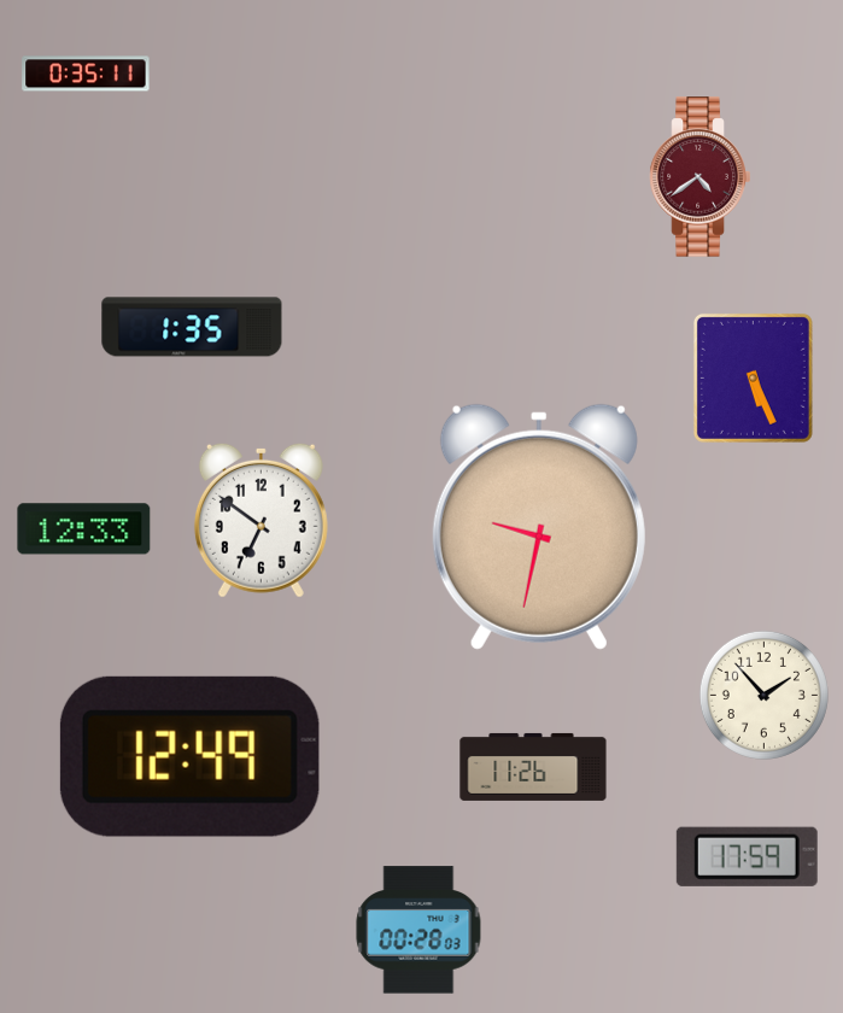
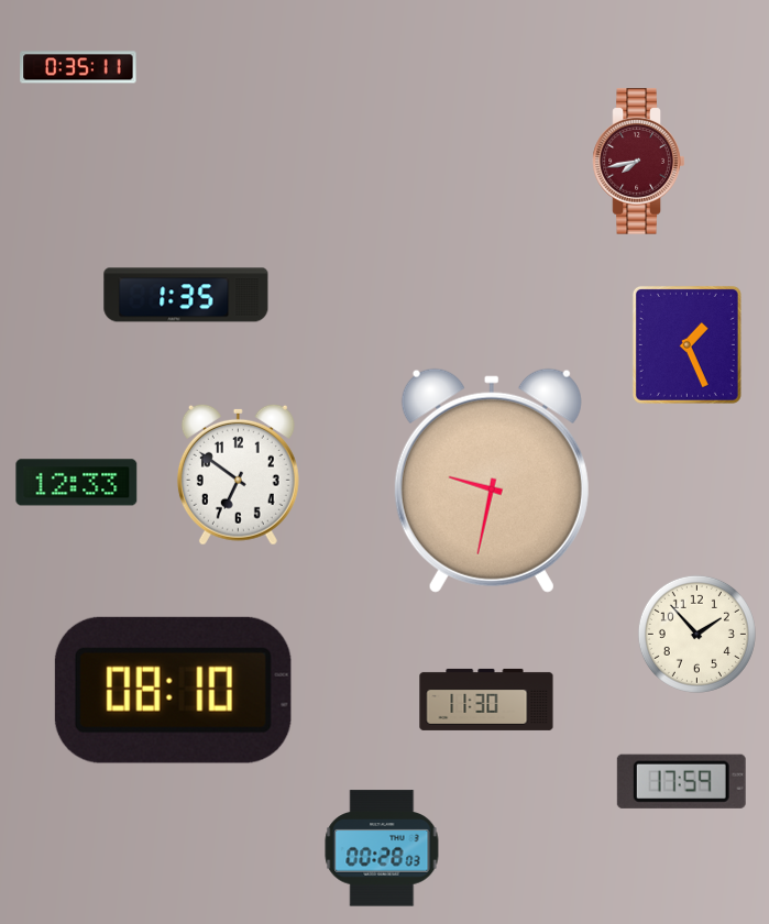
clock at (701, 177): 4:39 -> 7:43
clock at (192, 327) position: (192, 327) -> (186, 295)
clock at (753, 377): 5:26 -> 1:26
clock at (189, 756): 12:49 -> 08:10
clock at (533, 767): 11:26 -> 11:30
